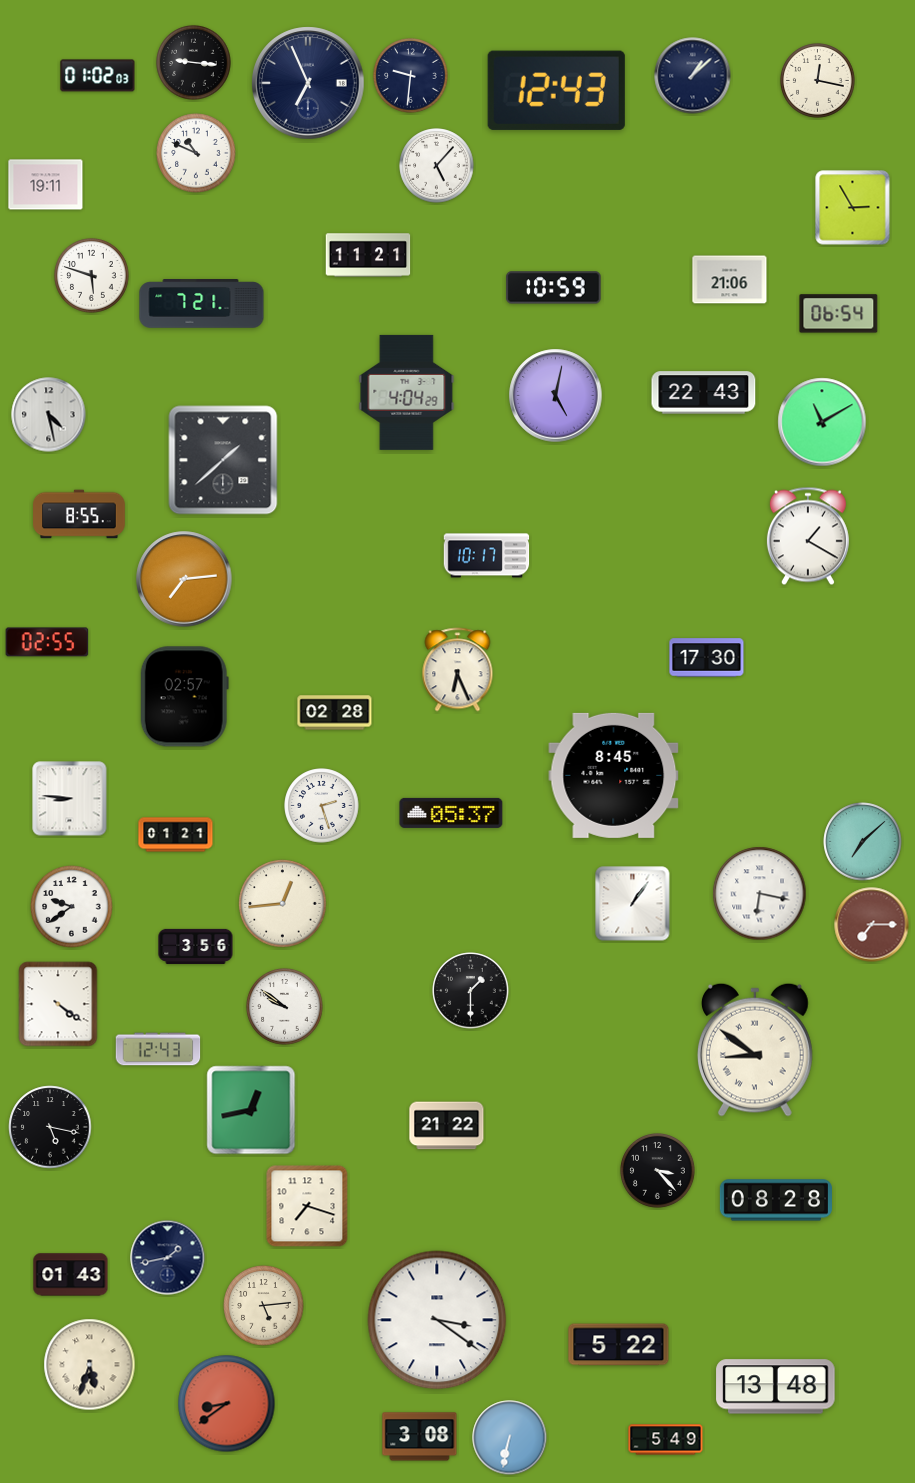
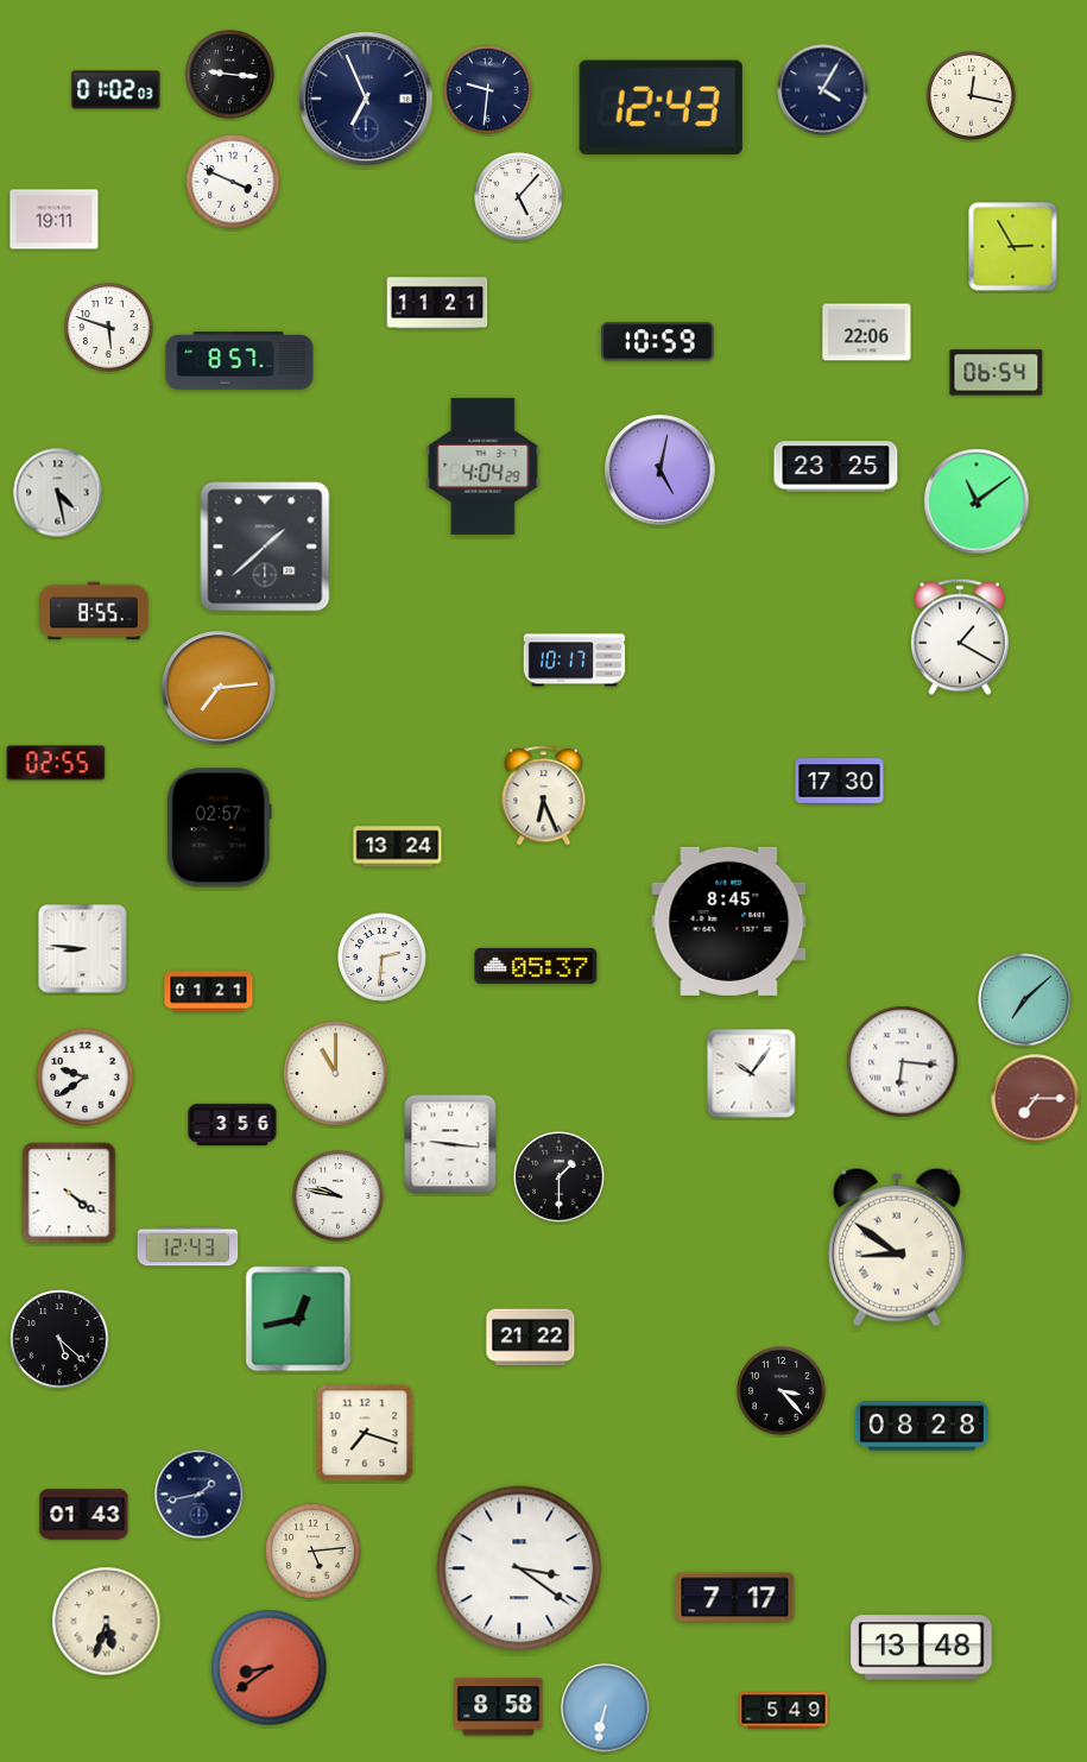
clock at (693, 76): 1:08 -> 4:05
clock at (196, 153): 10:49 -> 3:49
clock at (730, 280): 21:06 -> 22:06
clock at (202, 304): 7:21 -> 8:57
clock at (704, 393): 22:43 -> 23:25
clock at (822, 422): 11:10 -> 11:09
clock at (487, 556) position: (487, 556) -> (575, 661)
clock at (335, 713): 02:28 -> 13:24
clock at (322, 806): 2:27 -> 2:31
clock at (760, 894): 6:17 -> 6:16
clock at (283, 904): 12:44 -> 11:00
clock at (633, 904): 1:06 -> 10:06
clock at (450, 1144): none -> 9:16
clock at (285, 1007): 9:51 -> 9:47
clock at (50, 1127): 5:17 -> 5:22
clock at (619, 1345): 5:22 -> 7:17
clock at (420, 1437): 3:08 -> 8:58
clock at (666, 1440) position: (666, 1440) -> (784, 1711)
